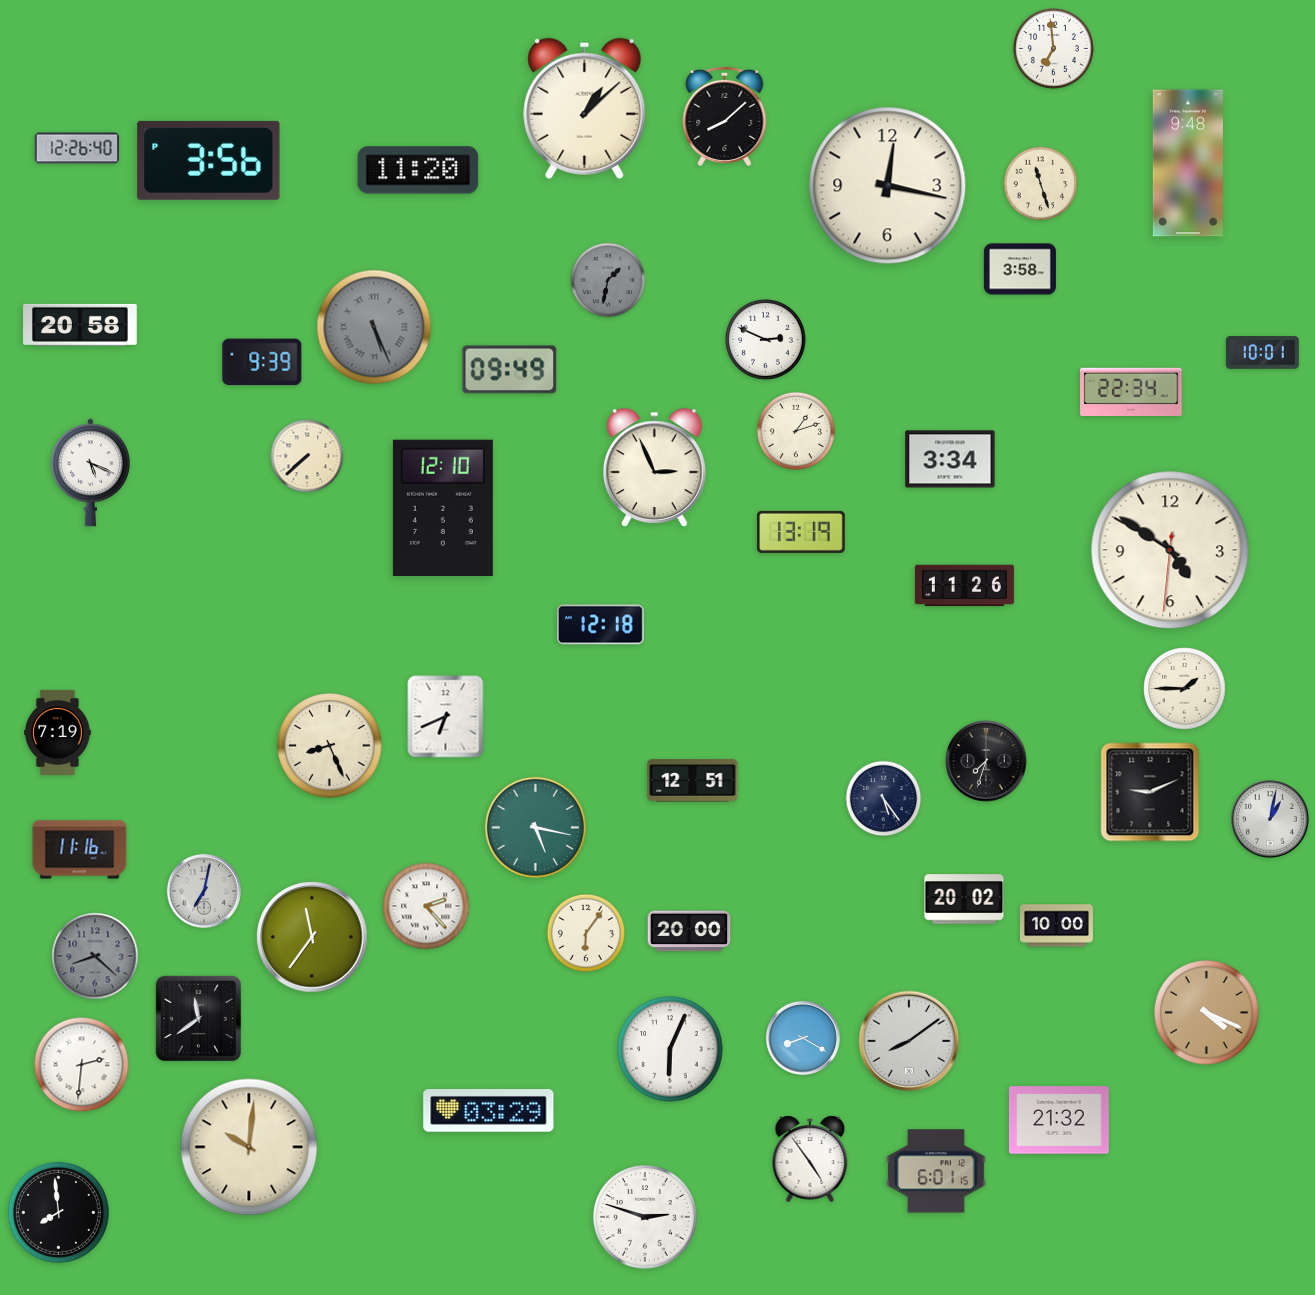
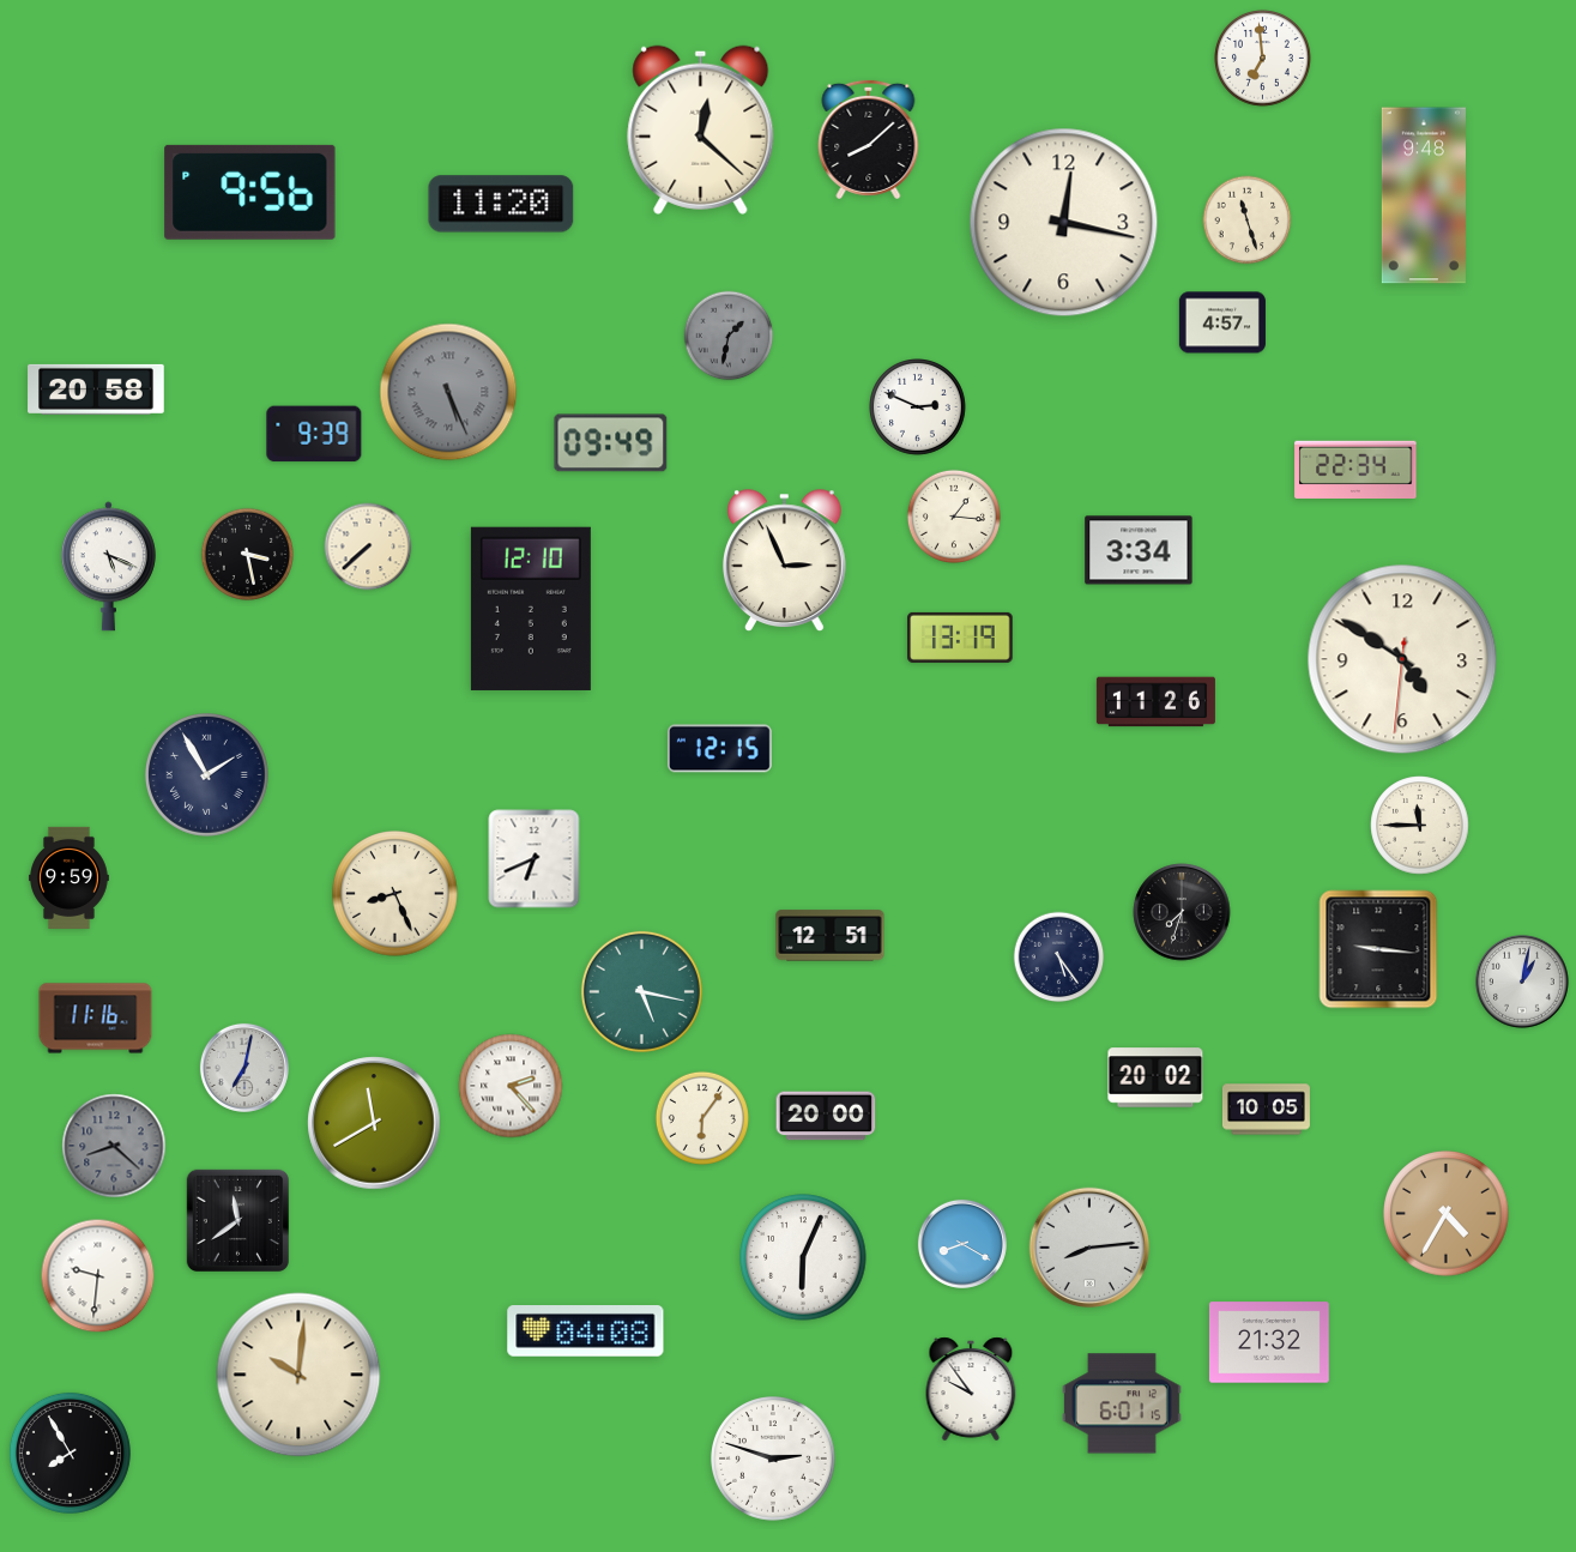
clock at (585, 108): 1:08 -> 12:22
clock at (77, 148): 12:26 -> none
clock at (209, 160): 3:56 -> 9:56
clock at (1020, 269): 3:58 -> 4:57
clock at (1262, 353): 10:01 -> none
clock at (796, 431): 1:12 -> 1:16
clock at (247, 554): none -> 3:28
clock at (600, 625): 12:18 -> 12:15
clock at (206, 774): none -> 1:55
clock at (1185, 689): 1:45 -> 11:45
clock at (58, 732): 7:19 -> 9:59
clock at (1150, 792): 9:11 -> 9:16
clock at (1056, 926): 10:00 -> 10:05
clock at (312, 937): 11:36 -> 11:40
clock at (1207, 1013): 4:19 -> 4:35
clock at (909, 1041): 8:09 -> 8:14
clock at (82, 1065): 2:31 -> 9:31
clock at (489, 1111): 03:29 -> 04:08
clock at (810, 1159): 4:54 -> 9:54
clock at (58, 1212): 7:59 -> 7:55
